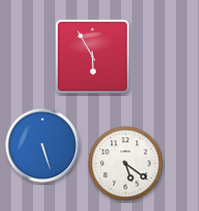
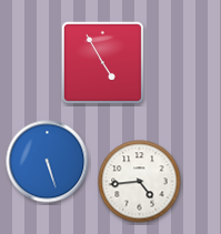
clock at (92, 56): 5:55 -> 4:55
clock at (126, 164): 5:21 -> 4:44
